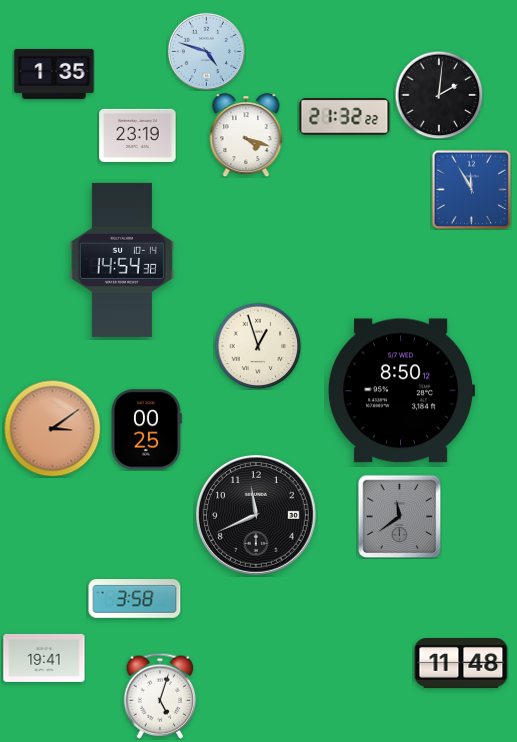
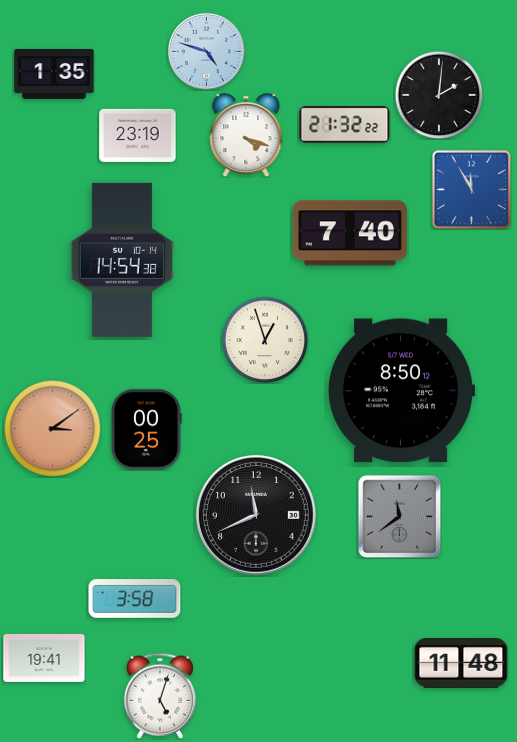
clock at (345, 117) position: (345, 117) -> (345, 125)
clock at (350, 233): none -> 7:40
clock at (258, 346) position: (258, 346) -> (265, 340)
